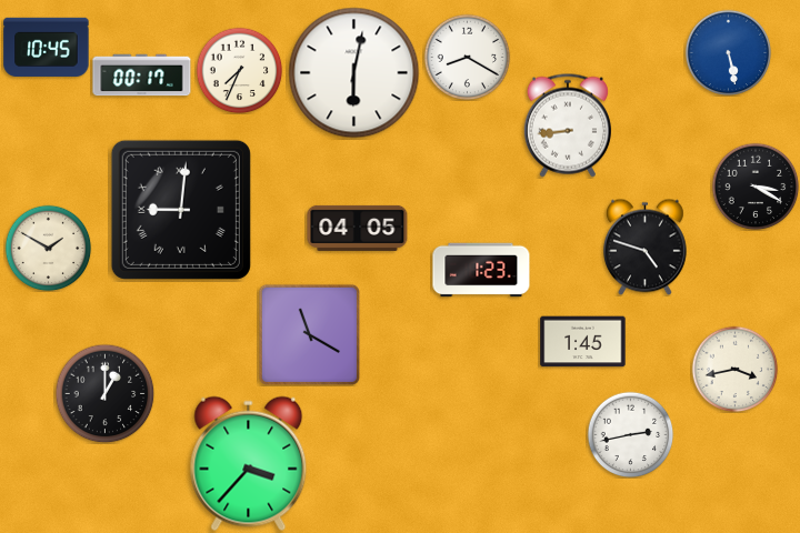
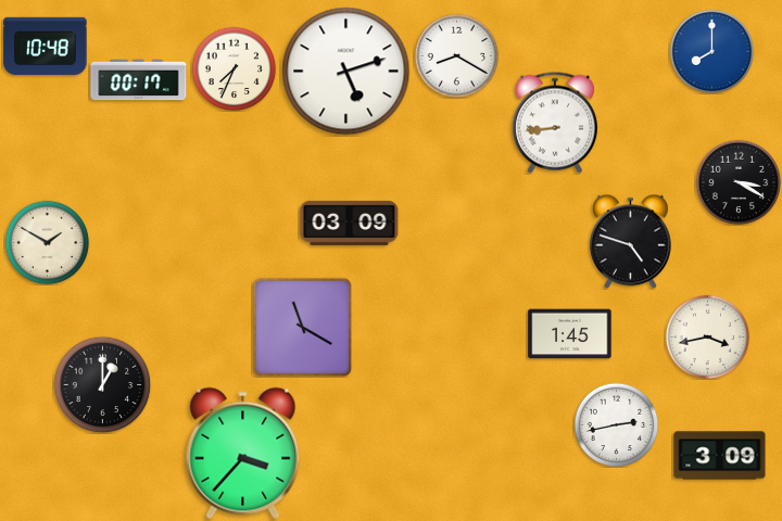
clock at (47, 47): 10:45 -> 10:48
clock at (728, 52): 5:28 -> 8:00
clock at (354, 73): 6:02 -> 5:12
clock at (142, 76) position: (142, 76) -> (139, 80)
clock at (181, 210): 9:01 -> none
clock at (358, 228): 04:05 -> 03:09
clock at (481, 270): 1:23 -> none
clock at (734, 369) position: (734, 369) -> (707, 336)
clock at (720, 456): none -> 3:09
